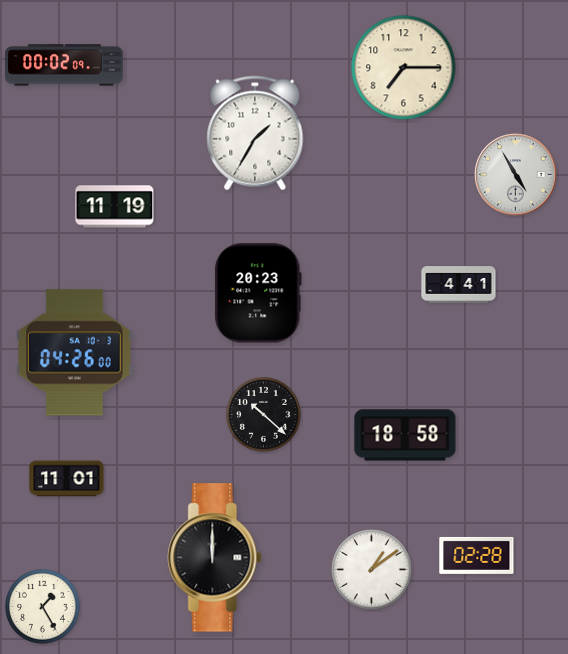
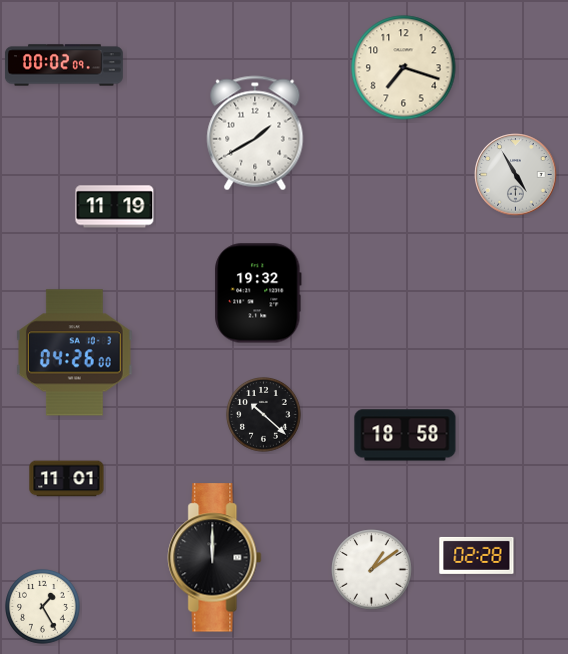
clock at (404, 68): 7:15 -> 7:18
clock at (255, 133): 1:35 -> 1:40
clock at (459, 285): 4:41 -> none
clock at (258, 293): 20:23 -> 19:32
